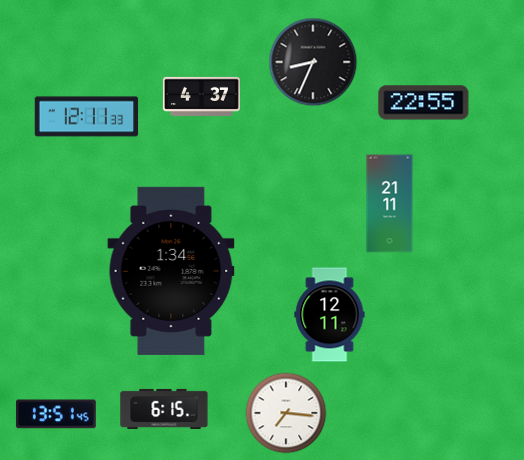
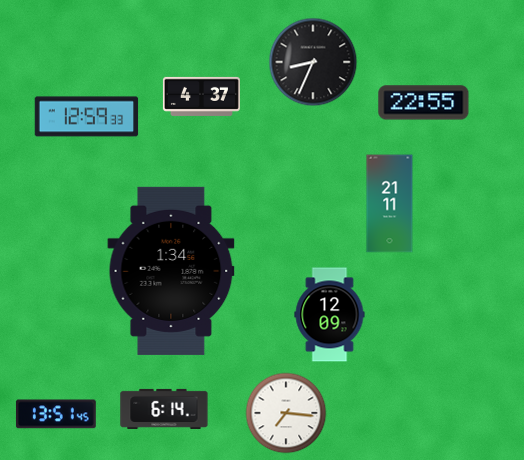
clock at (87, 117): 12:11 -> 12:59
clock at (330, 315): 12:11 -> 12:09
clock at (164, 409): 6:15 -> 6:14
